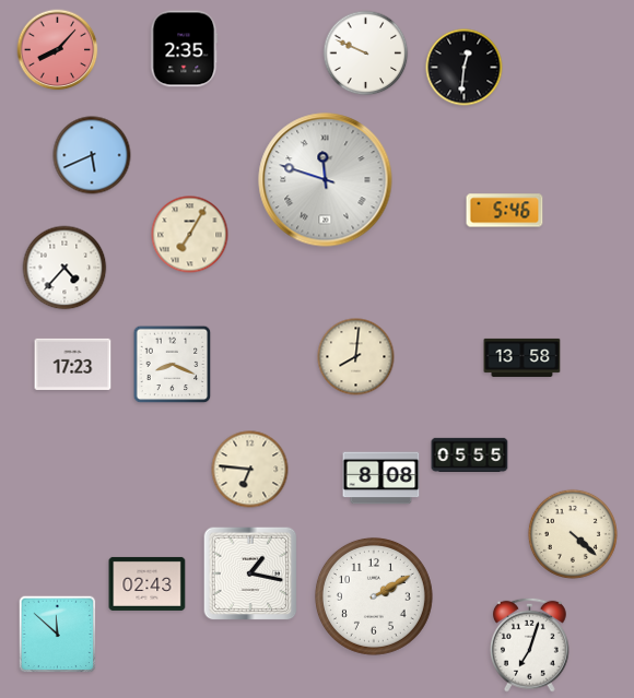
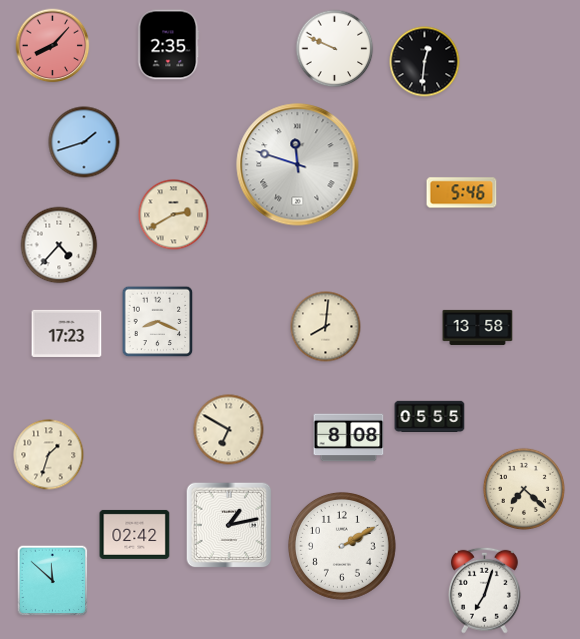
clock at (92, 155): 5:41 -> 1:42
clock at (190, 235): 7:05 -> 2:40
clock at (173, 365) position: (173, 365) -> (158, 322)
clock at (250, 470): 6:46 -> 6:50
clock at (49, 455): none -> 1:33
clock at (573, 534): 4:22 -> 7:22
clock at (250, 573): 1:17 -> 1:13
clock at (148, 583): 02:43 -> 02:42
